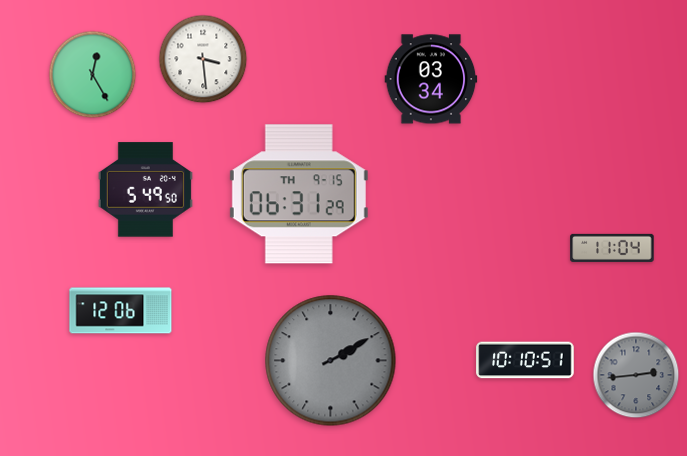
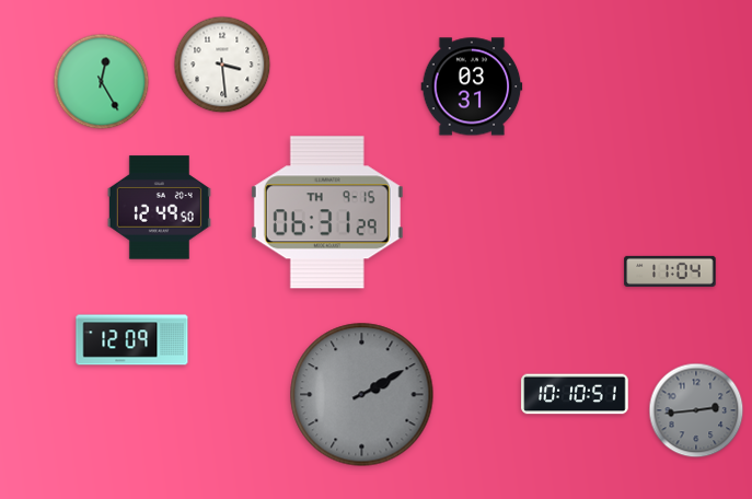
clock at (431, 79): 03:34 -> 03:31
clock at (145, 190): 5:49 -> 12:49
clock at (121, 311): 12:06 -> 12:09
